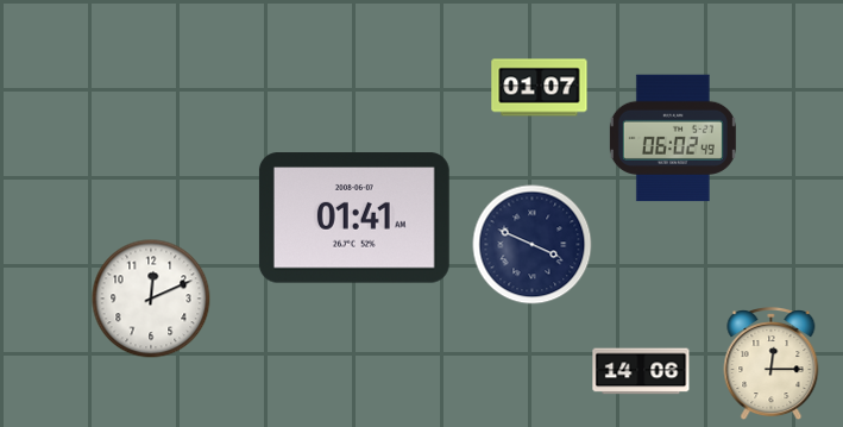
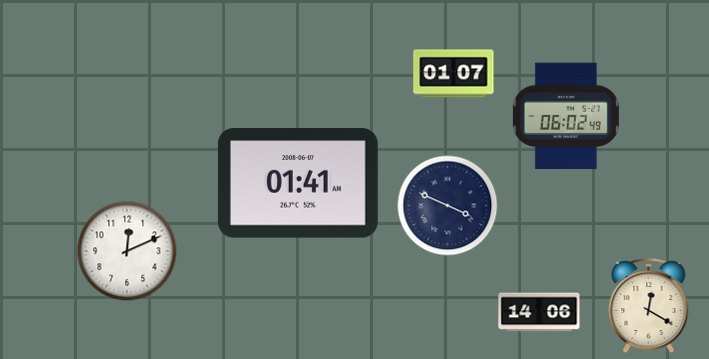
clock at (772, 365): 12:15 -> 12:20
